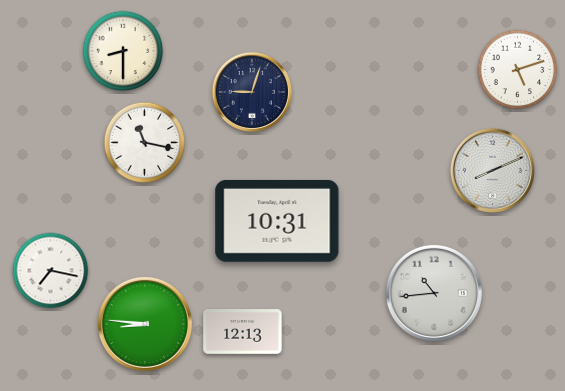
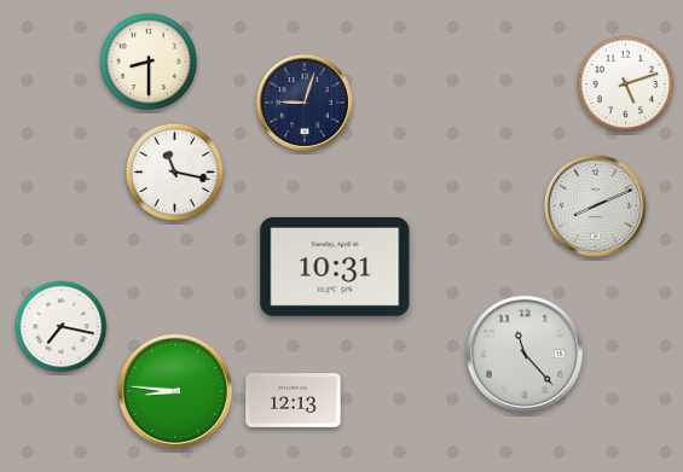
clock at (251, 91) position: (251, 91) -> (303, 101)
clock at (434, 293): 10:44 -> 11:23
